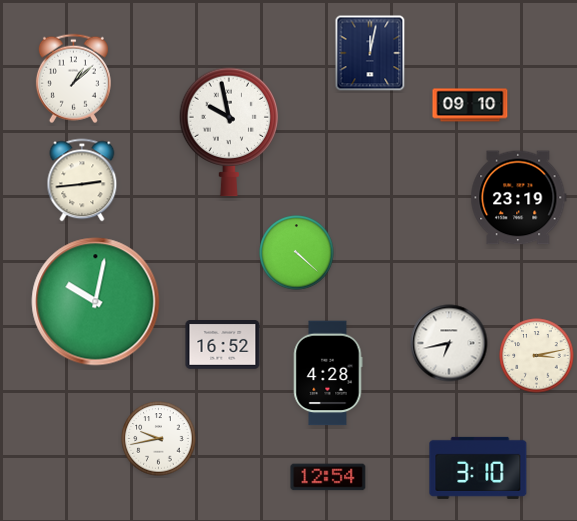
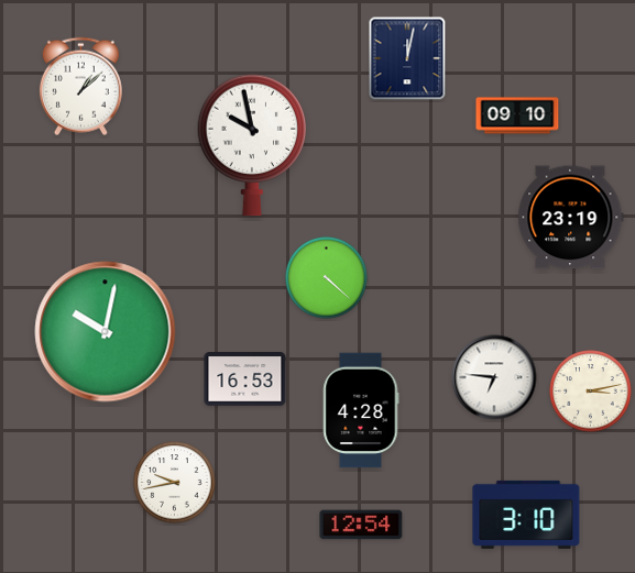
clock at (82, 180): 2:44 -> none
clock at (449, 343): 6:43 -> 6:46
clock at (223, 345): 16:52 -> 16:53
